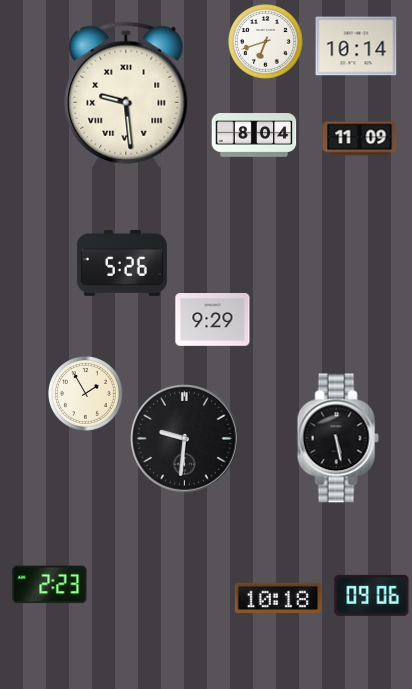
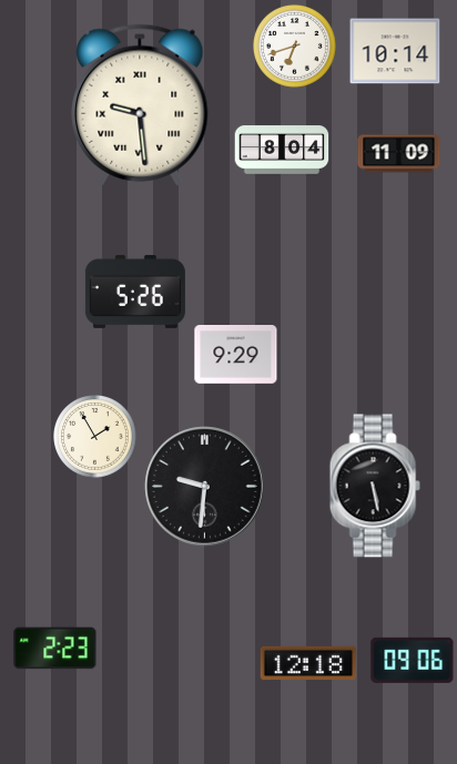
clock at (278, 597): 10:18 -> 12:18
